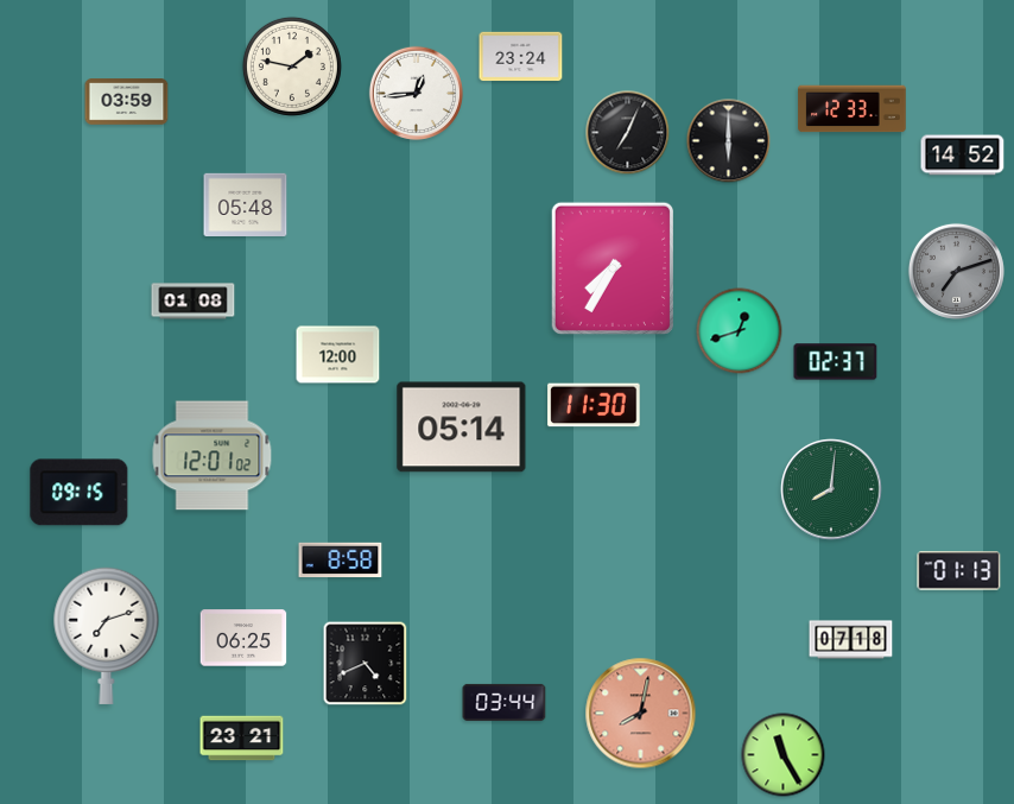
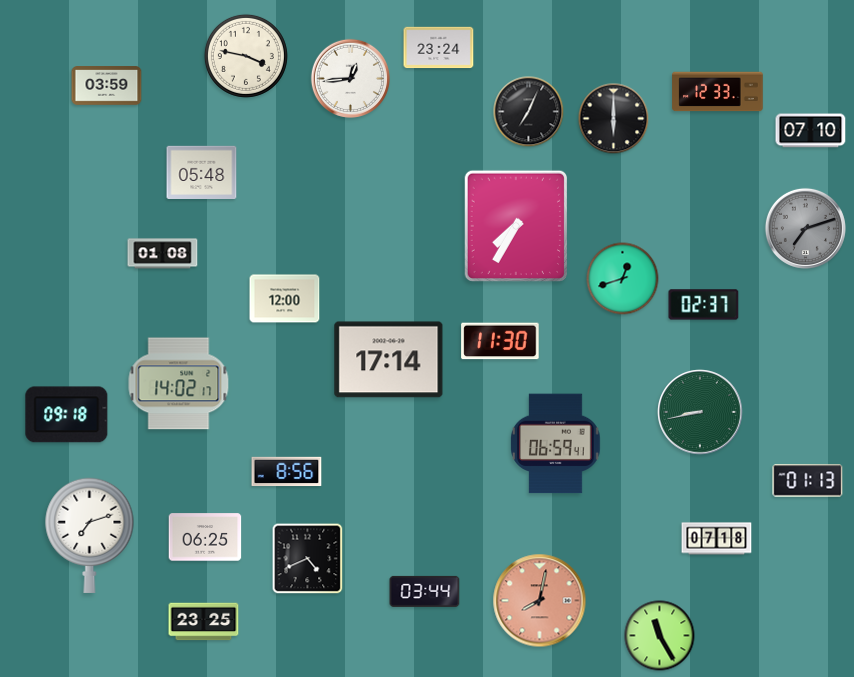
clock at (292, 67): 1:47 -> 3:47
clock at (963, 156): 14:52 -> 07:10
clock at (246, 205) position: (246, 205) -> (202, 173)
clock at (462, 428): 05:14 -> 17:14
clock at (213, 456): 12:01 -> 14:02
clock at (831, 489): 8:01 -> 8:43
clock at (80, 493): 09:15 -> 09:18
clock at (556, 444): none -> 06:59
clock at (341, 561): 8:58 -> 8:56
clock at (242, 739): 23:21 -> 23:25
